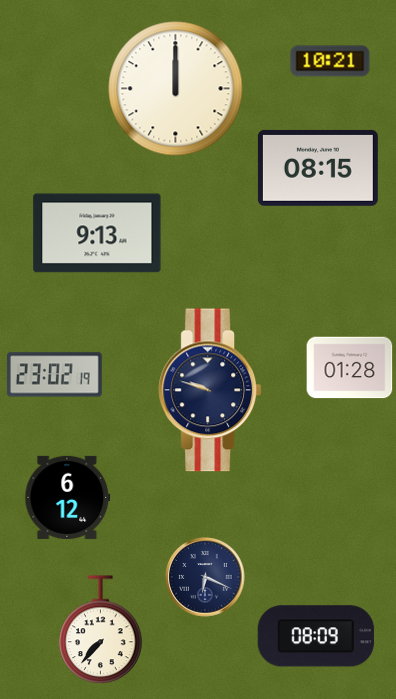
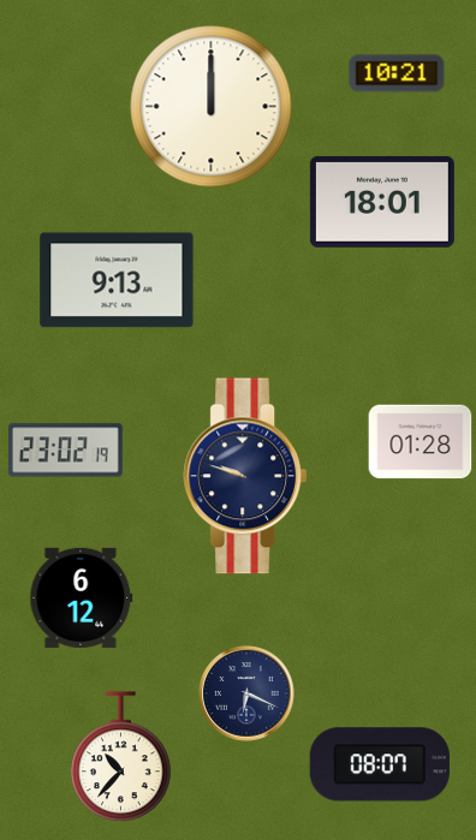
clock at (318, 168): 08:15 -> 18:01
clock at (209, 390) position: (209, 390) -> (244, 476)
clock at (101, 630): 7:37 -> 10:37
clock at (316, 636): 08:09 -> 08:07
